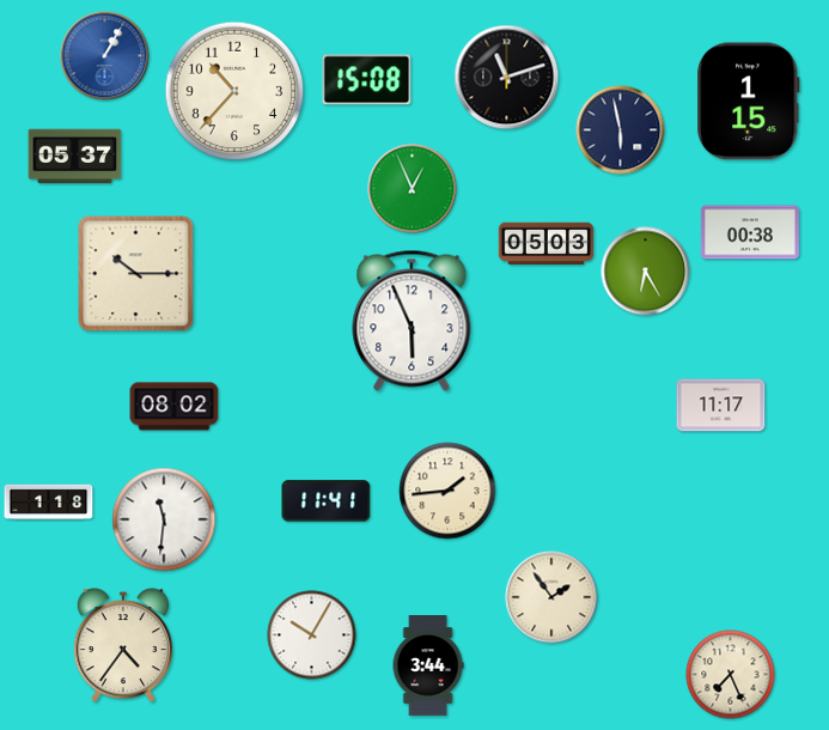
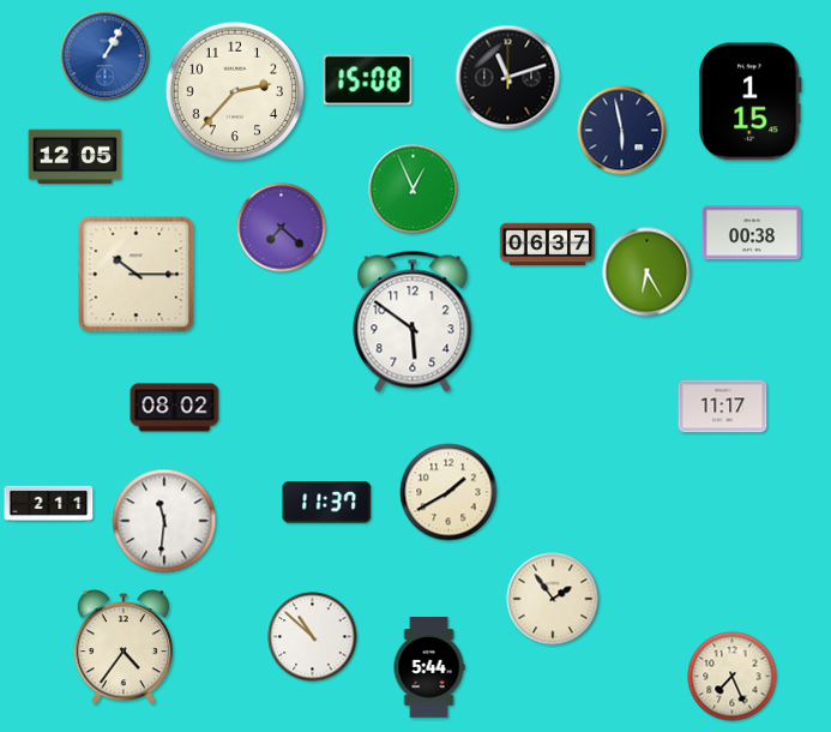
clock at (234, 91): 10:37 -> 2:37
clock at (75, 157): 05:37 -> 12:05
clock at (282, 228): none -> 7:22
clock at (547, 244): 05:03 -> 06:37
clock at (412, 321): 5:56 -> 5:51
clock at (447, 491): 1:44 -> 1:40
clock at (327, 501): 11:41 -> 11:37
clock at (49, 503): 1:18 -> 2:11
clock at (312, 635): 10:05 -> 10:52
clock at (428, 667): 3:44 -> 5:44
